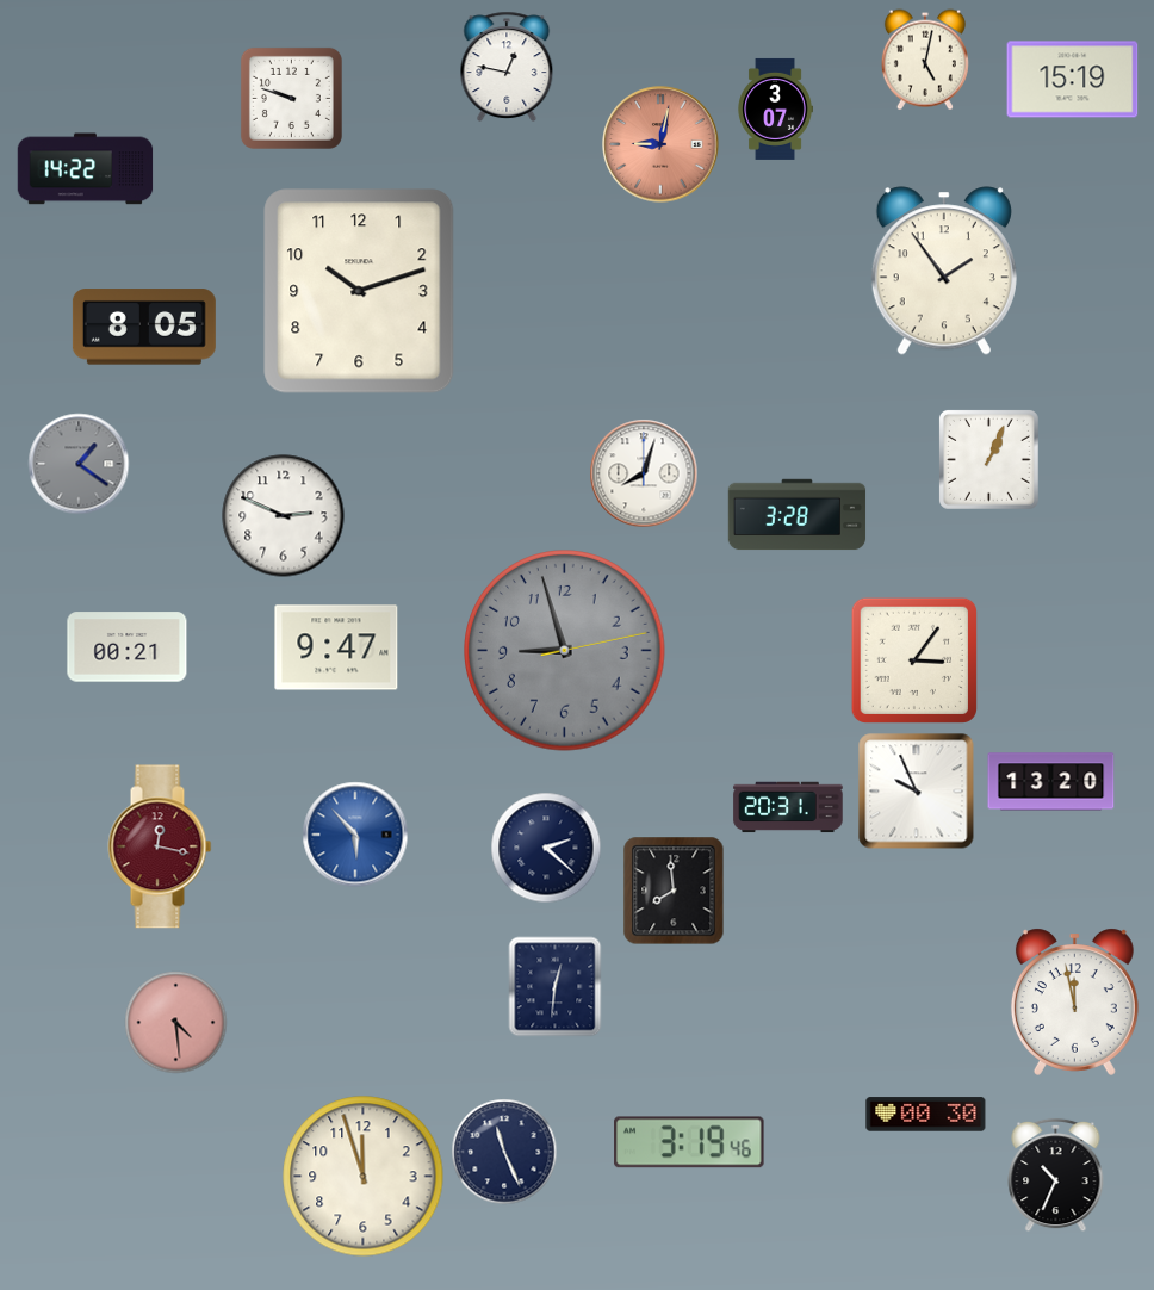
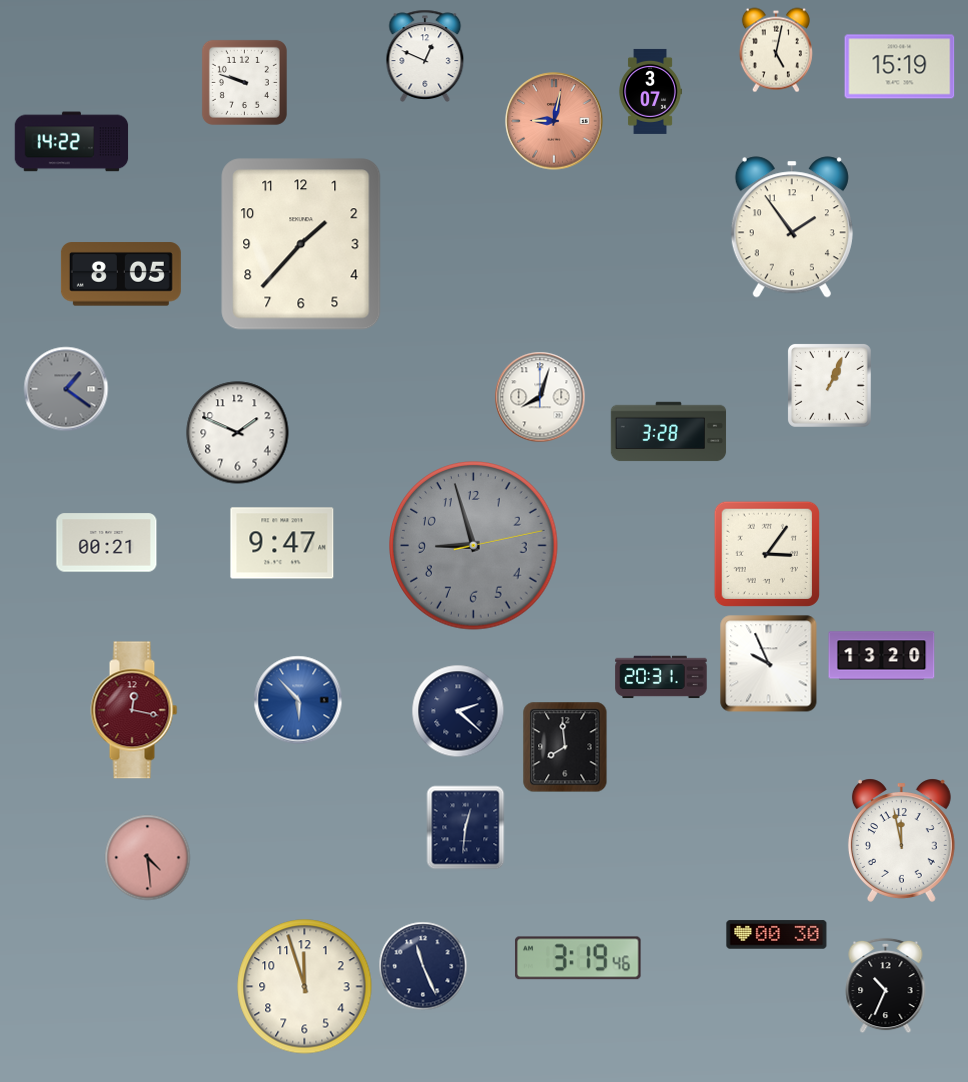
clock at (507, 67): 12:47 -> 12:49
clock at (359, 291): 10:12 -> 1:37
clock at (284, 516): 2:49 -> 1:49
